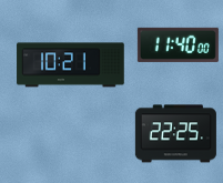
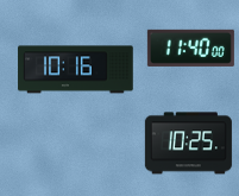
clock at (71, 65): 10:21 -> 10:16
clock at (175, 134): 22:25 -> 10:25
